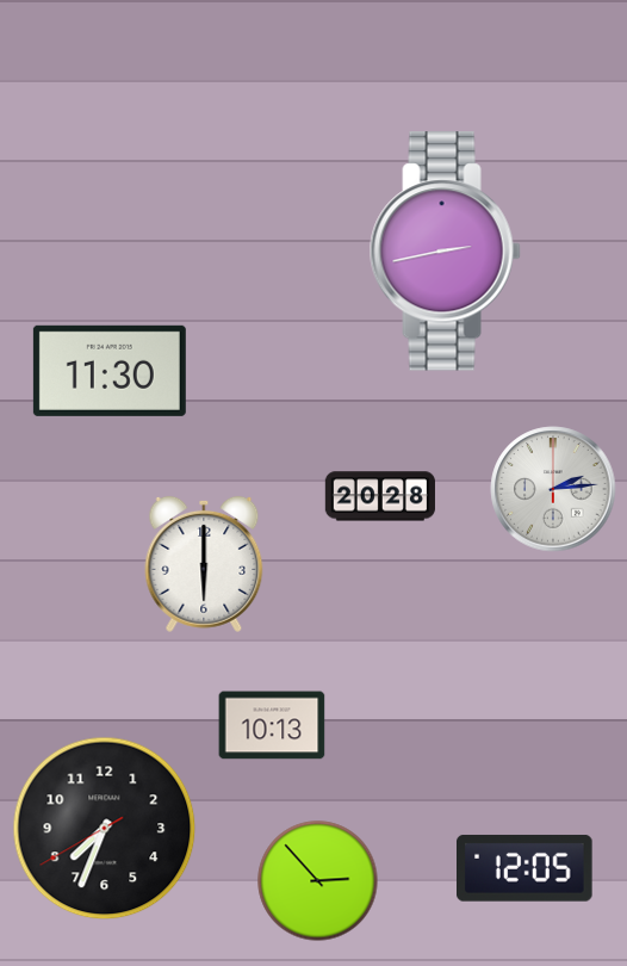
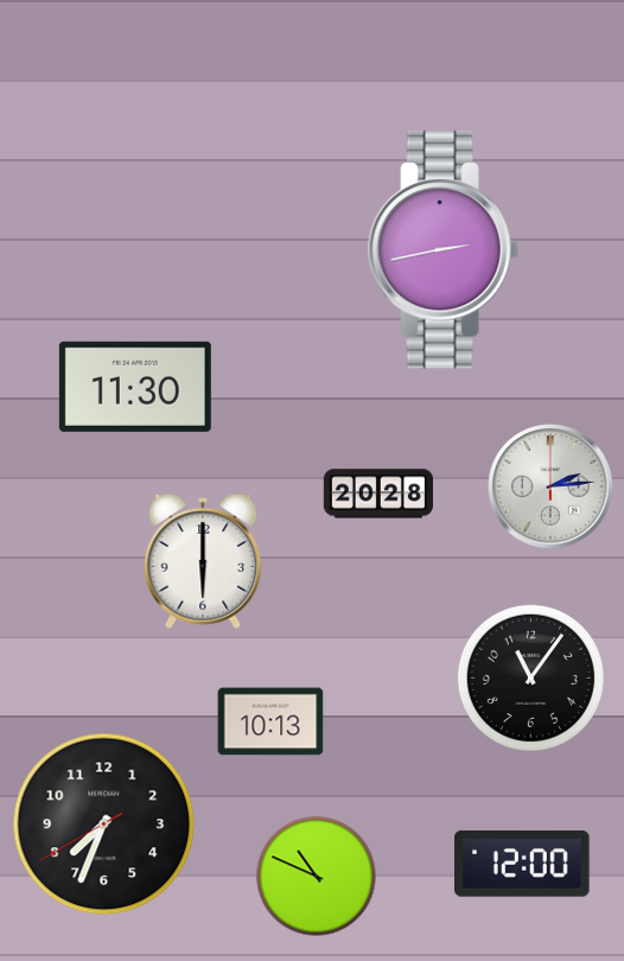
clock at (110, 371) position: (110, 371) -> (135, 387)
clock at (530, 677): none -> 11:06
clock at (526, 868): 12:05 -> 12:00
clock at (318, 881): 2:53 -> 10:49
